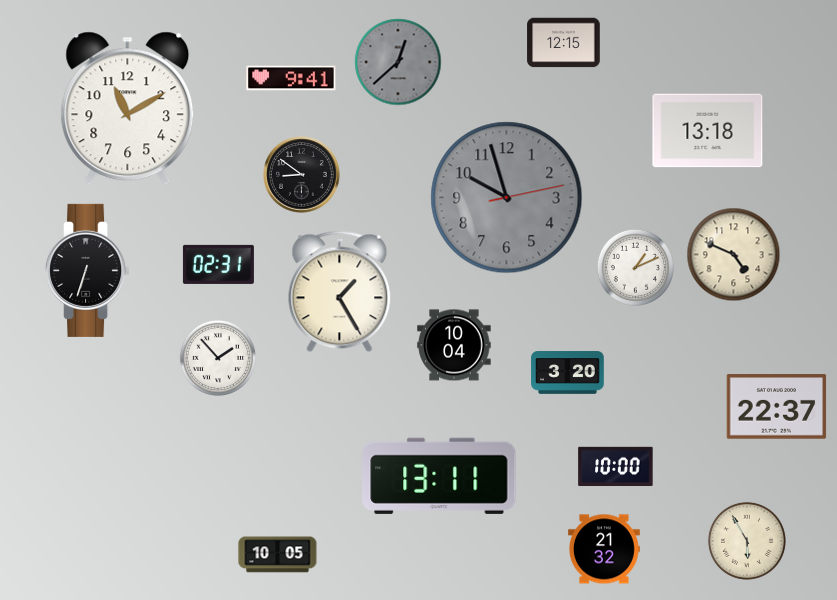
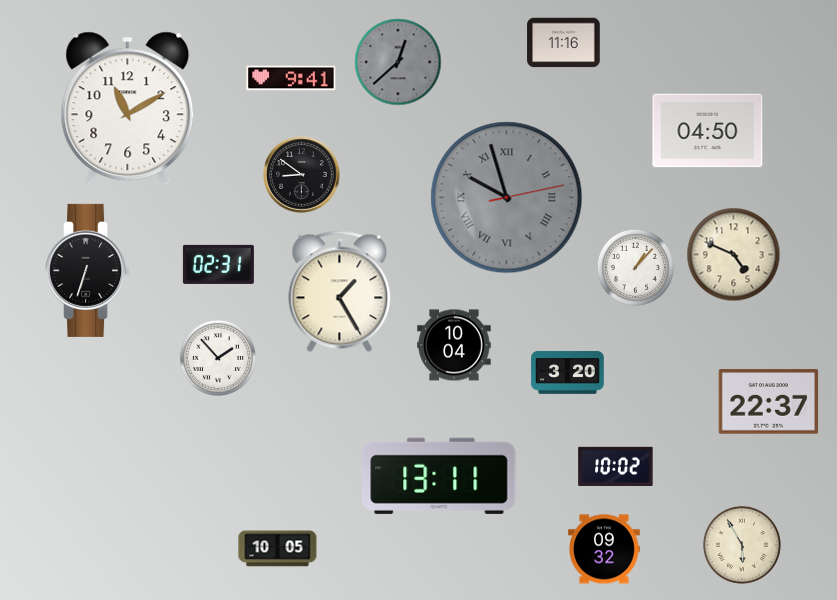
clock at (564, 43): 12:15 -> 11:16
clock at (708, 131): 13:18 -> 04:50
clock at (507, 198) numerals: Arabic -> Roman
clock at (635, 267): 1:11 -> 1:07
clock at (777, 407) position: (777, 407) -> (769, 402)
clock at (616, 466): 10:00 -> 10:02
clock at (747, 541) position: (747, 541) -> (742, 545)
clock at (605, 549): 21:32 -> 09:32
clock at (278, 555) position: (278, 555) -> (278, 549)
